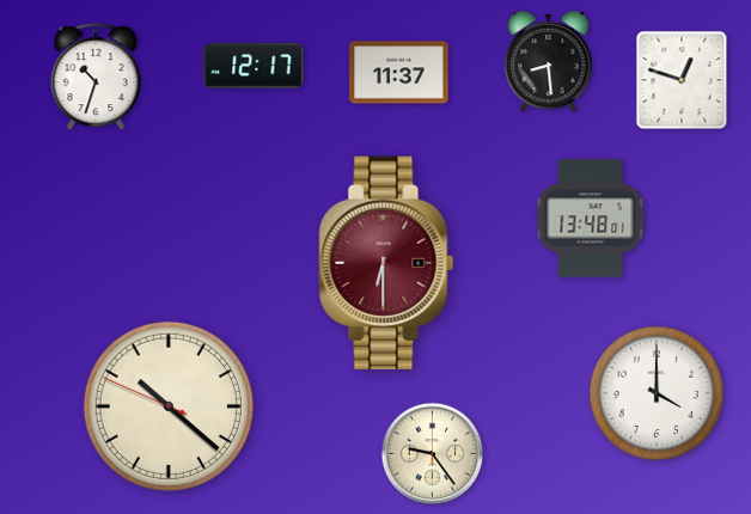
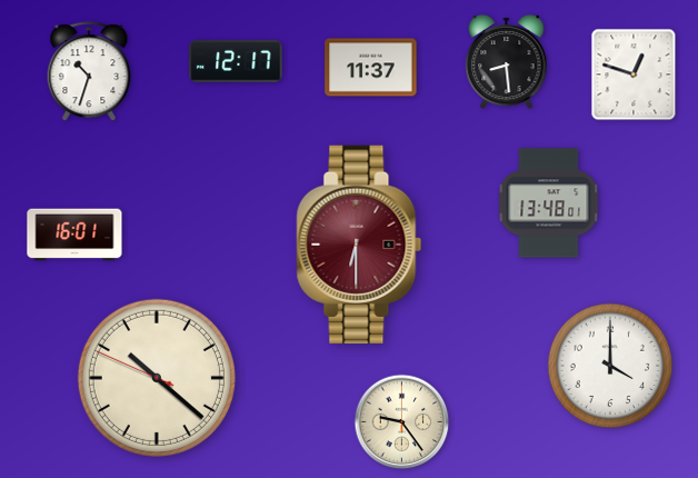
clock at (549, 62) position: (549, 62) -> (507, 62)
clock at (74, 235): none -> 16:01
